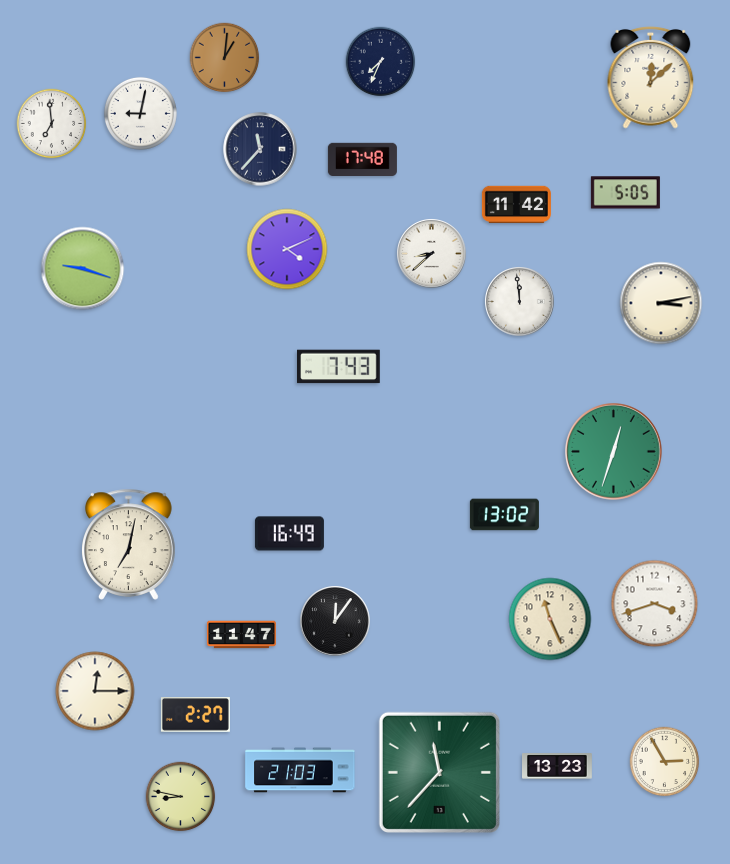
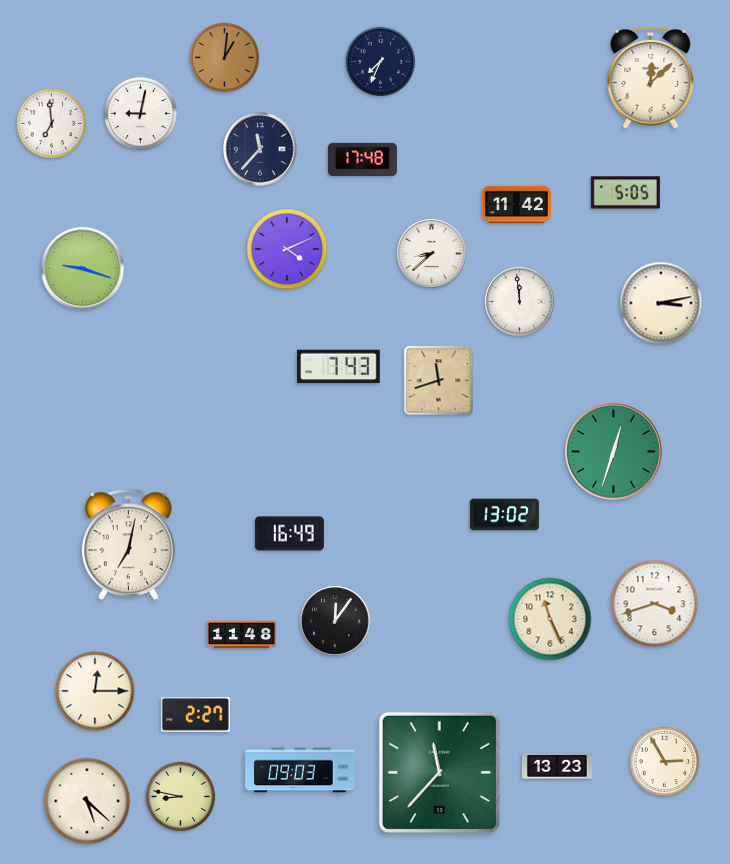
clock at (439, 381): none -> 11:42
clock at (241, 635): 11:47 -> 11:48
clock at (300, 770): 21:03 -> 09:03
clock at (87, 801): none -> 5:22
